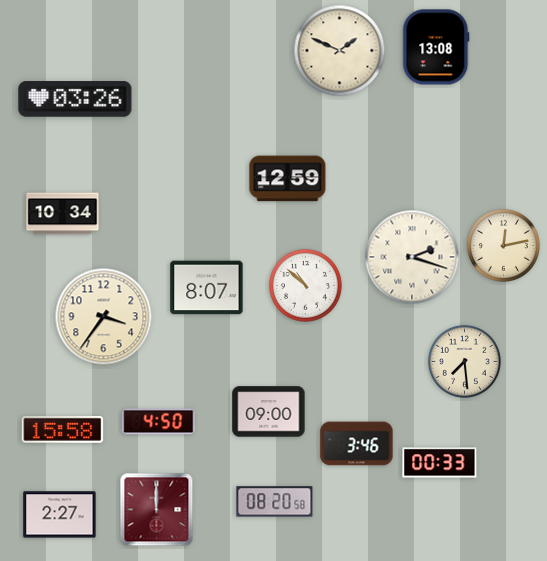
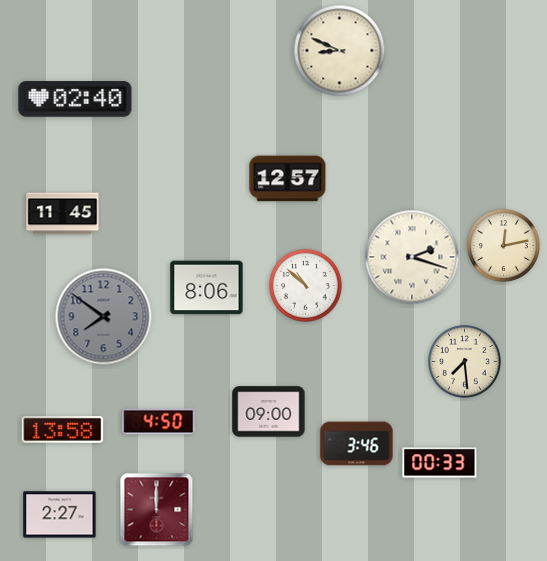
clock at (436, 47): 13:08 -> none
clock at (340, 51): 1:49 -> 8:49
clock at (75, 99): 03:26 -> 02:40
clock at (288, 179): 12:59 -> 12:57
clock at (63, 214): 10:34 -> 11:45
clock at (207, 288): 8:07 -> 8:06
clock at (104, 317): 3:36 -> 7:51
clock at (104, 317) dial: cream -> grey
clock at (63, 429): 15:58 -> 13:58
clock at (275, 502): 08:20 -> none
